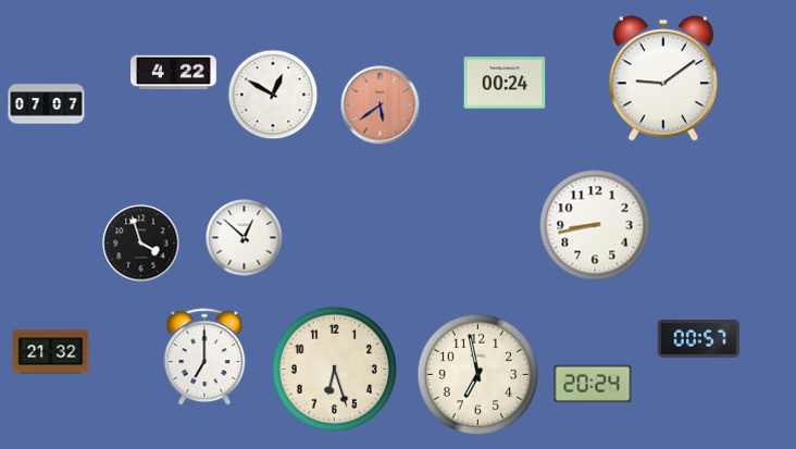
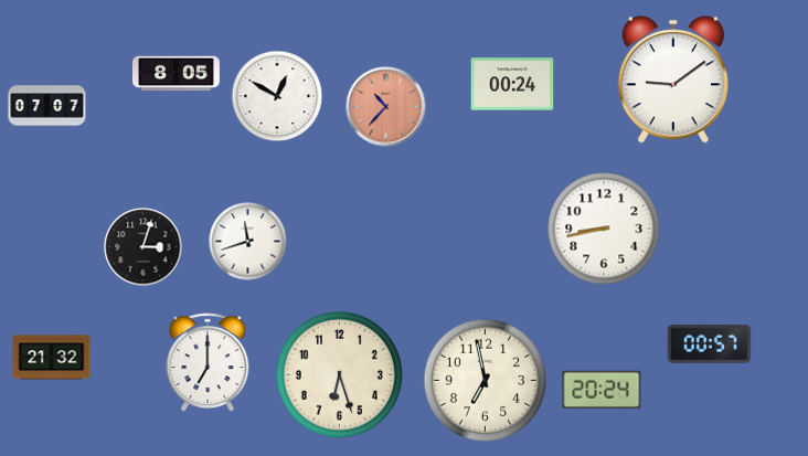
clock at (174, 73): 4:22 -> 8:05
clock at (381, 105): 5:39 -> 10:37
clock at (245, 238): 12:52 -> 11:42
clock at (141, 244): 3:57 -> 3:03
